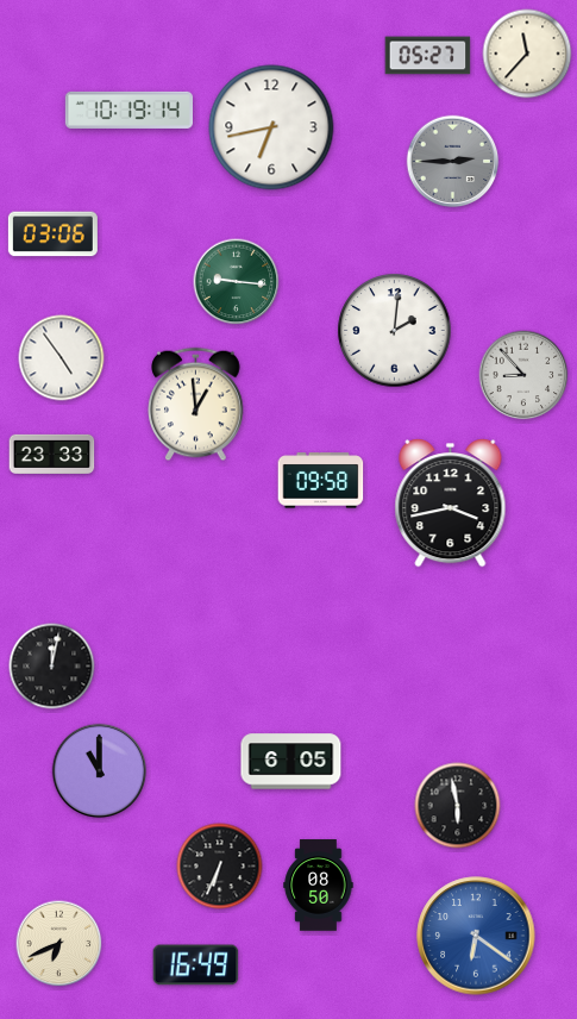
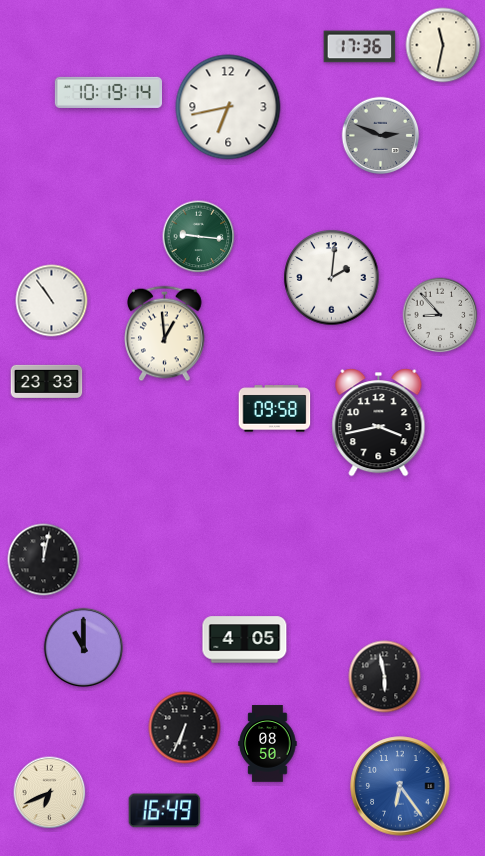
clock at (527, 54): 11:37 -> 11:32
clock at (428, 56): 05:27 -> 17:36
clock at (453, 162): 2:45 -> 2:49
clock at (52, 235): 03:06 -> none
clock at (62, 358): 4:54 -> 10:54
clock at (196, 405) position: (196, 405) -> (165, 334)
clock at (52, 454) position: (52, 454) -> (47, 381)
clock at (321, 481) position: (321, 481) -> (275, 409)
clock at (291, 762): 6:05 -> 4:05
clock at (476, 936): 6:21 -> 6:24
